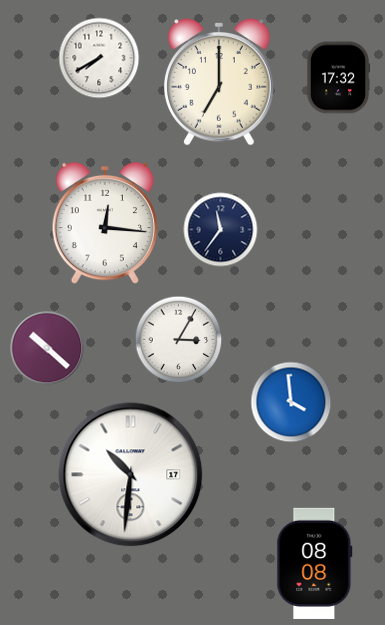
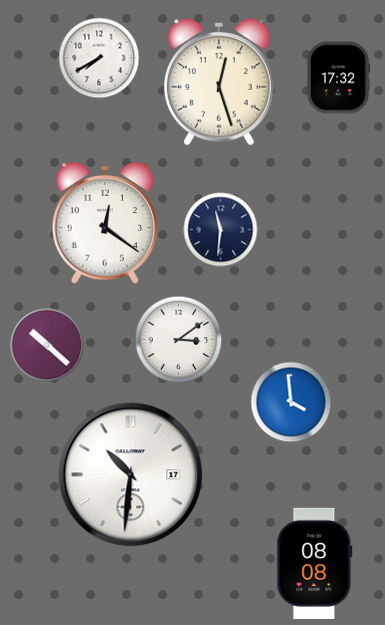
clock at (220, 83): 7:00 -> 12:27
clock at (104, 223): 12:16 -> 12:21
clock at (221, 230): 11:36 -> 11:31
clock at (179, 340): 3:05 -> 3:09
clock at (47, 348) position: (47, 348) -> (47, 345)
